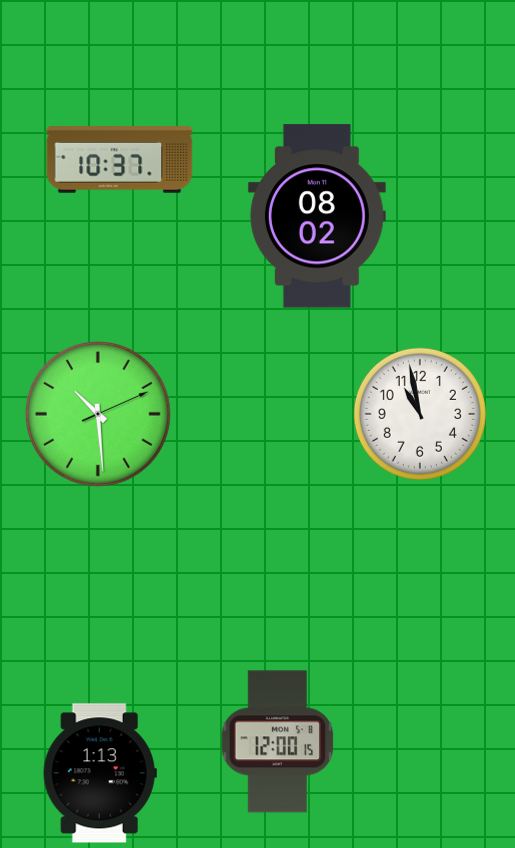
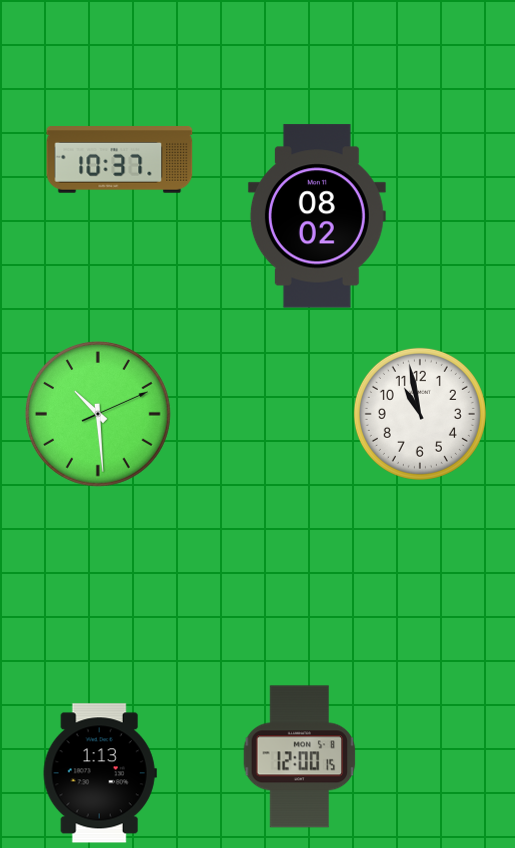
clock at (278, 742) position: (278, 742) -> (300, 757)
